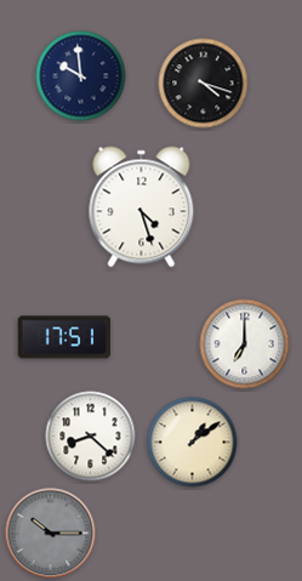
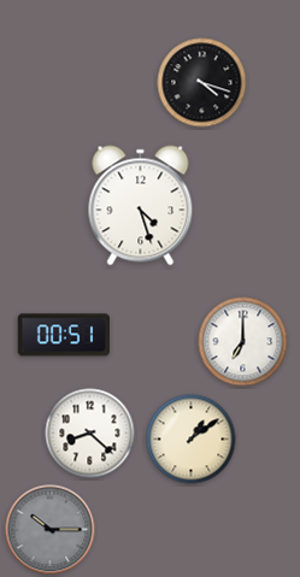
clock at (81, 76): 9:59 -> none
clock at (63, 337): 17:51 -> 00:51
